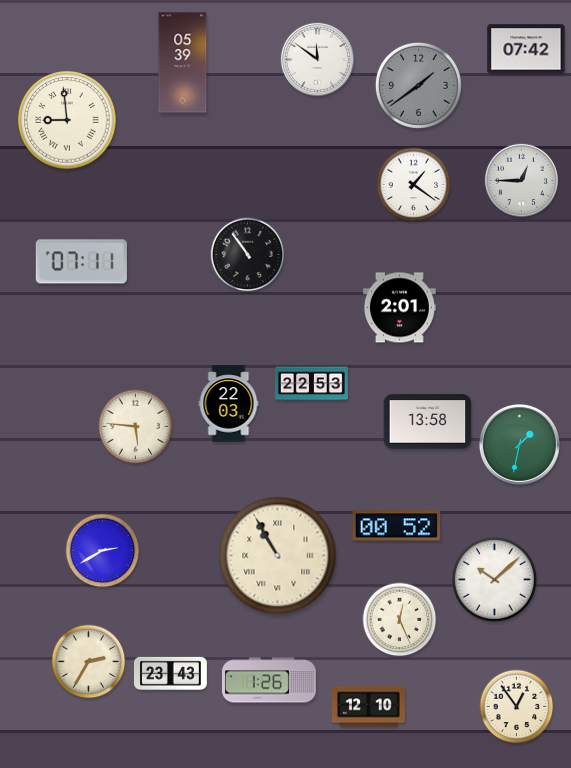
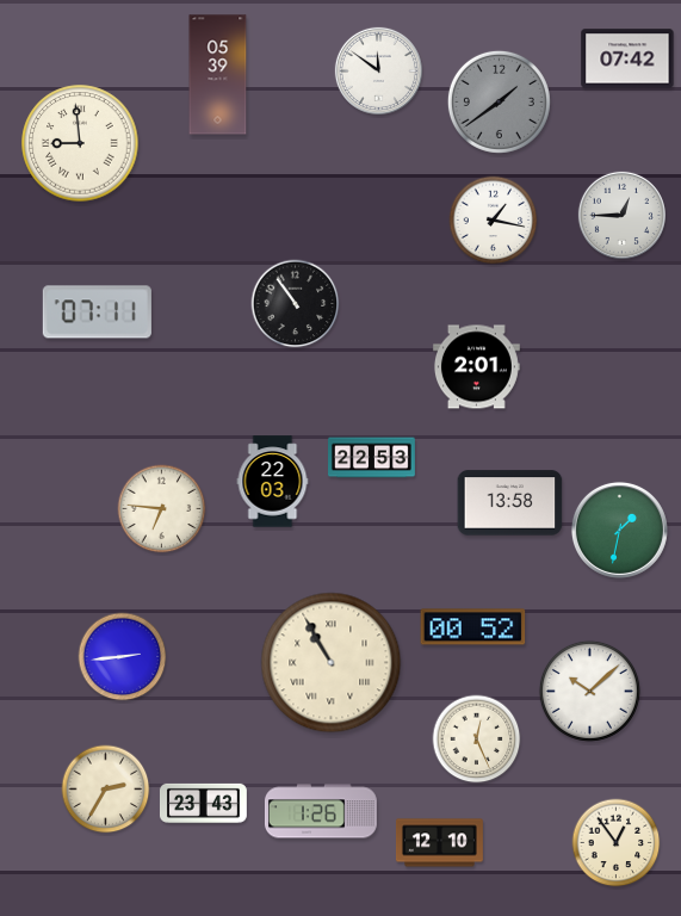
clock at (414, 185): 1:21 -> 1:17
clock at (136, 427): 5:46 -> 6:46
clock at (103, 551): 2:40 -> 2:44
